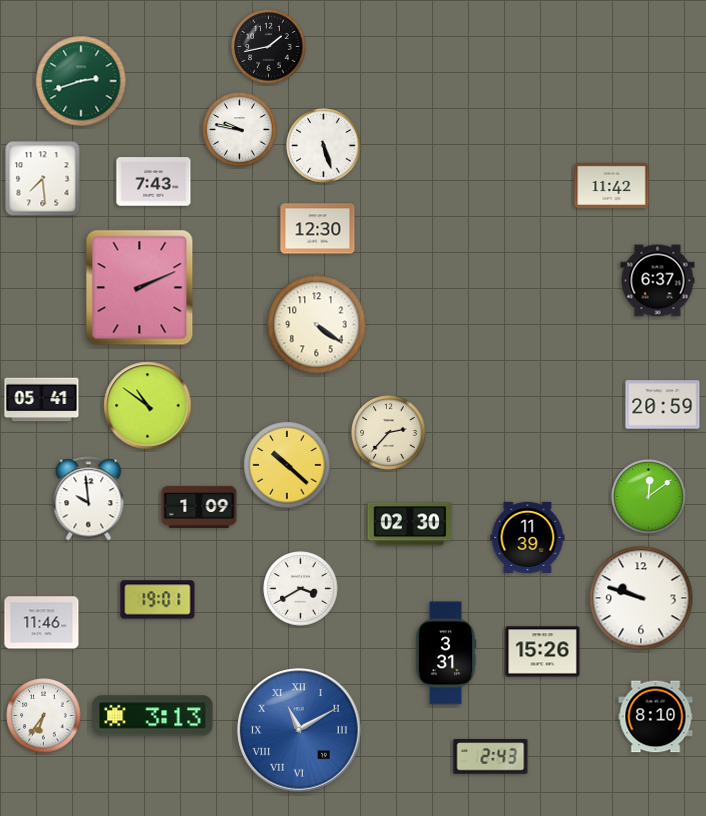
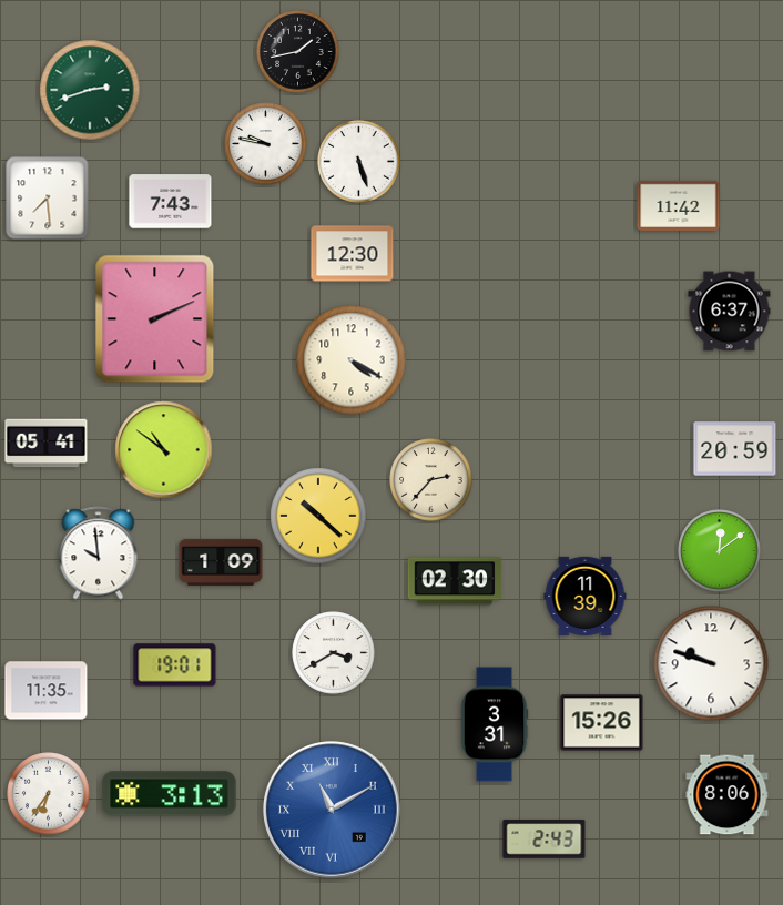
clock at (317, 325): 4:21 -> 4:20
clock at (42, 623): 11:46 -> 11:35
clock at (656, 717): 8:10 -> 8:06
